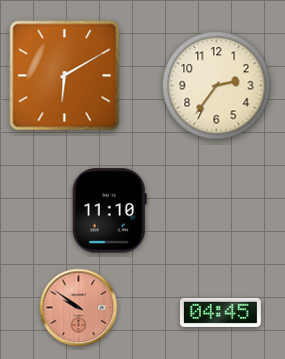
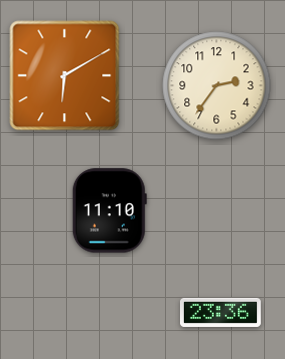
clock at (79, 308): 9:51 -> none
clock at (221, 312): 04:45 -> 23:36
